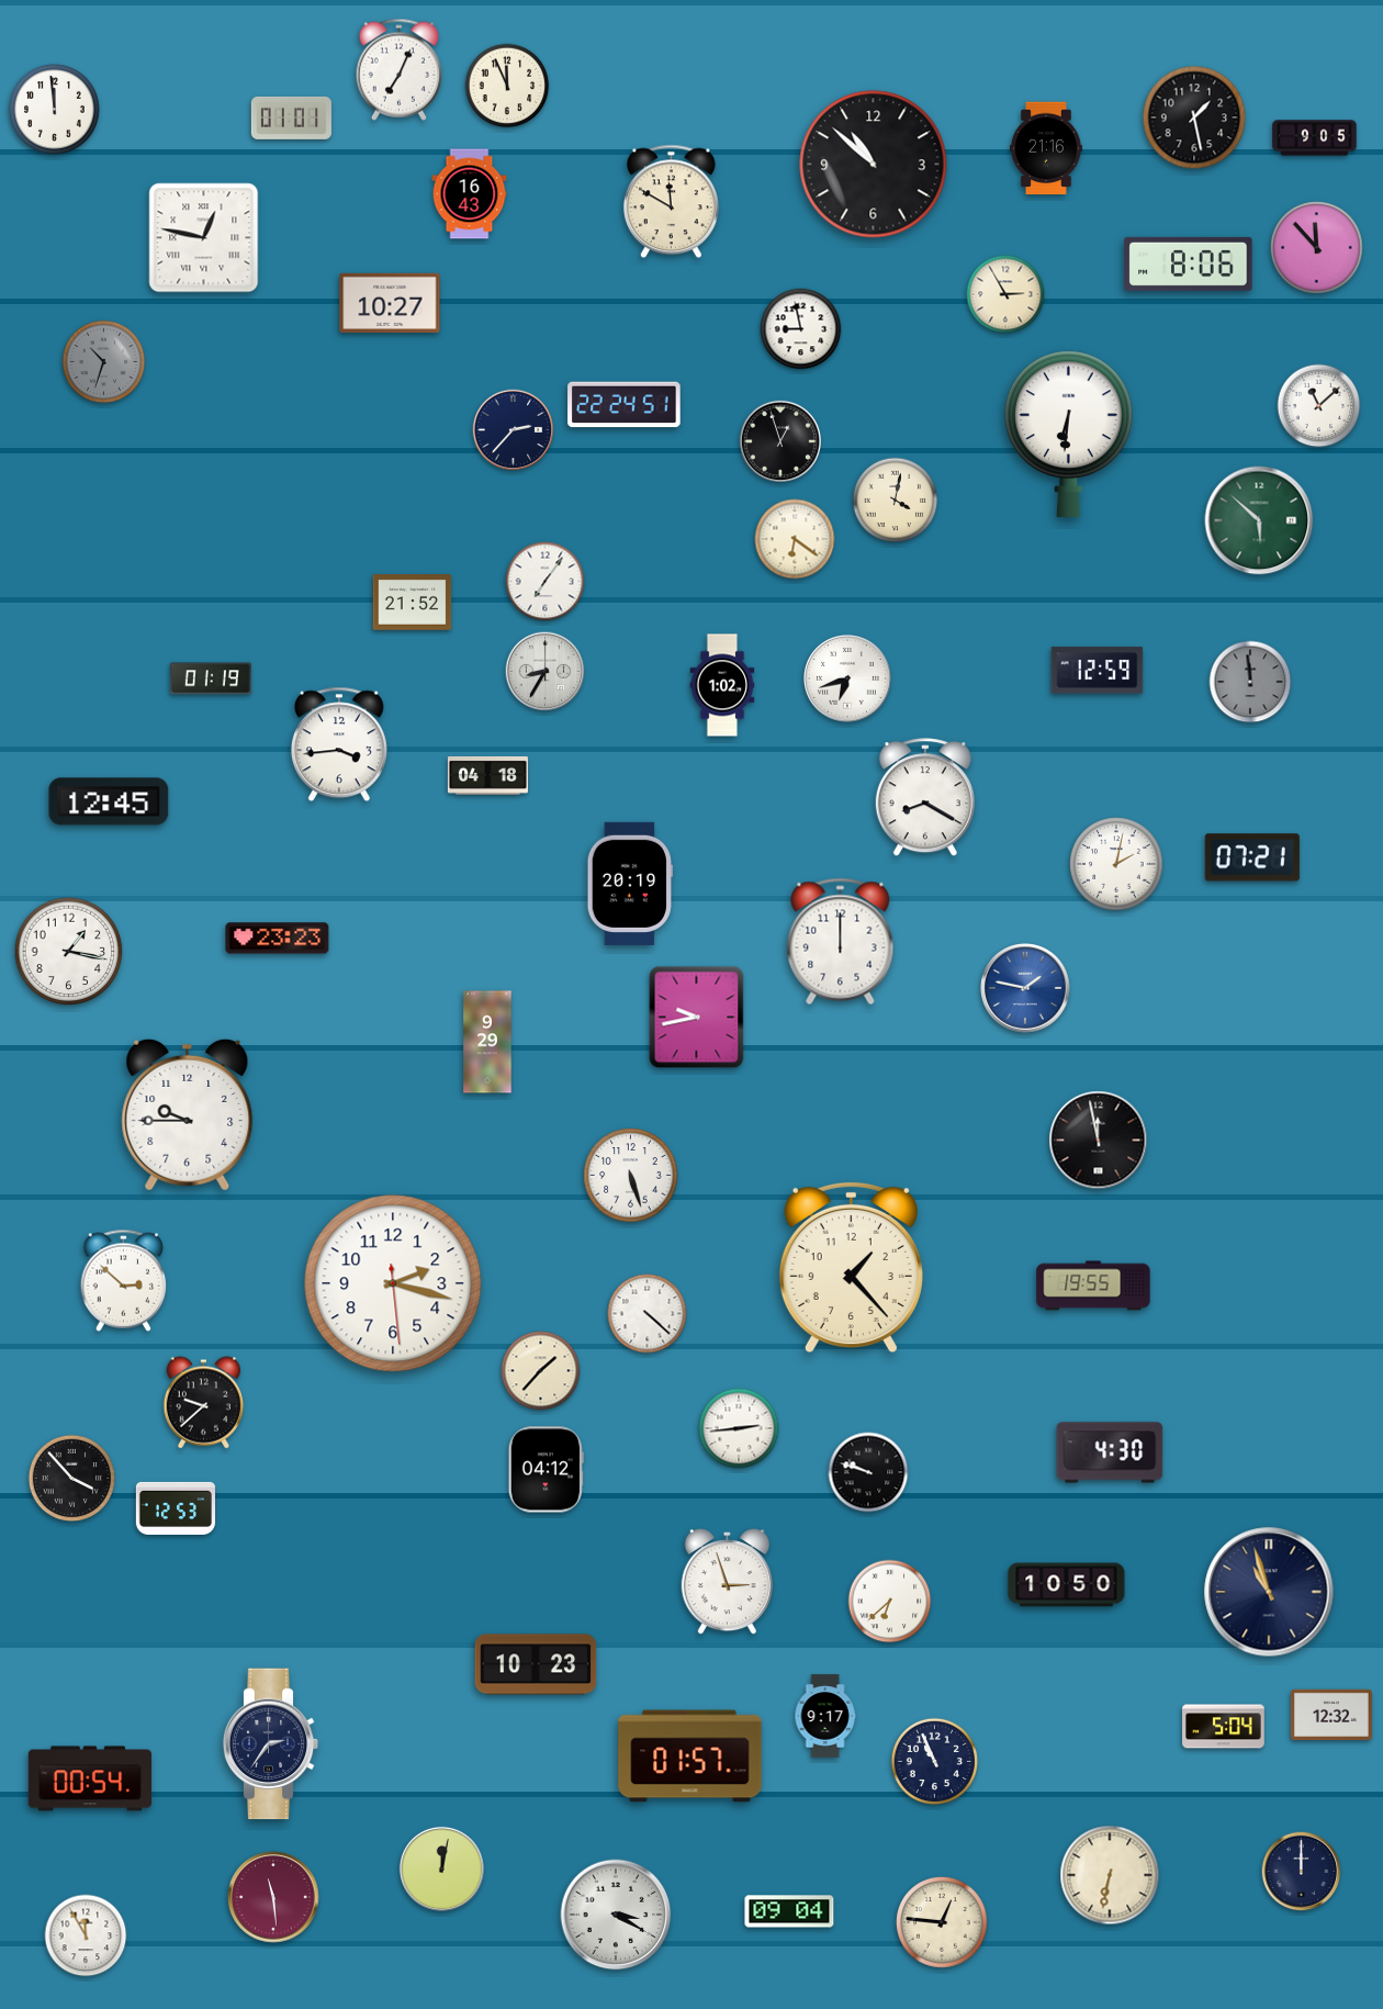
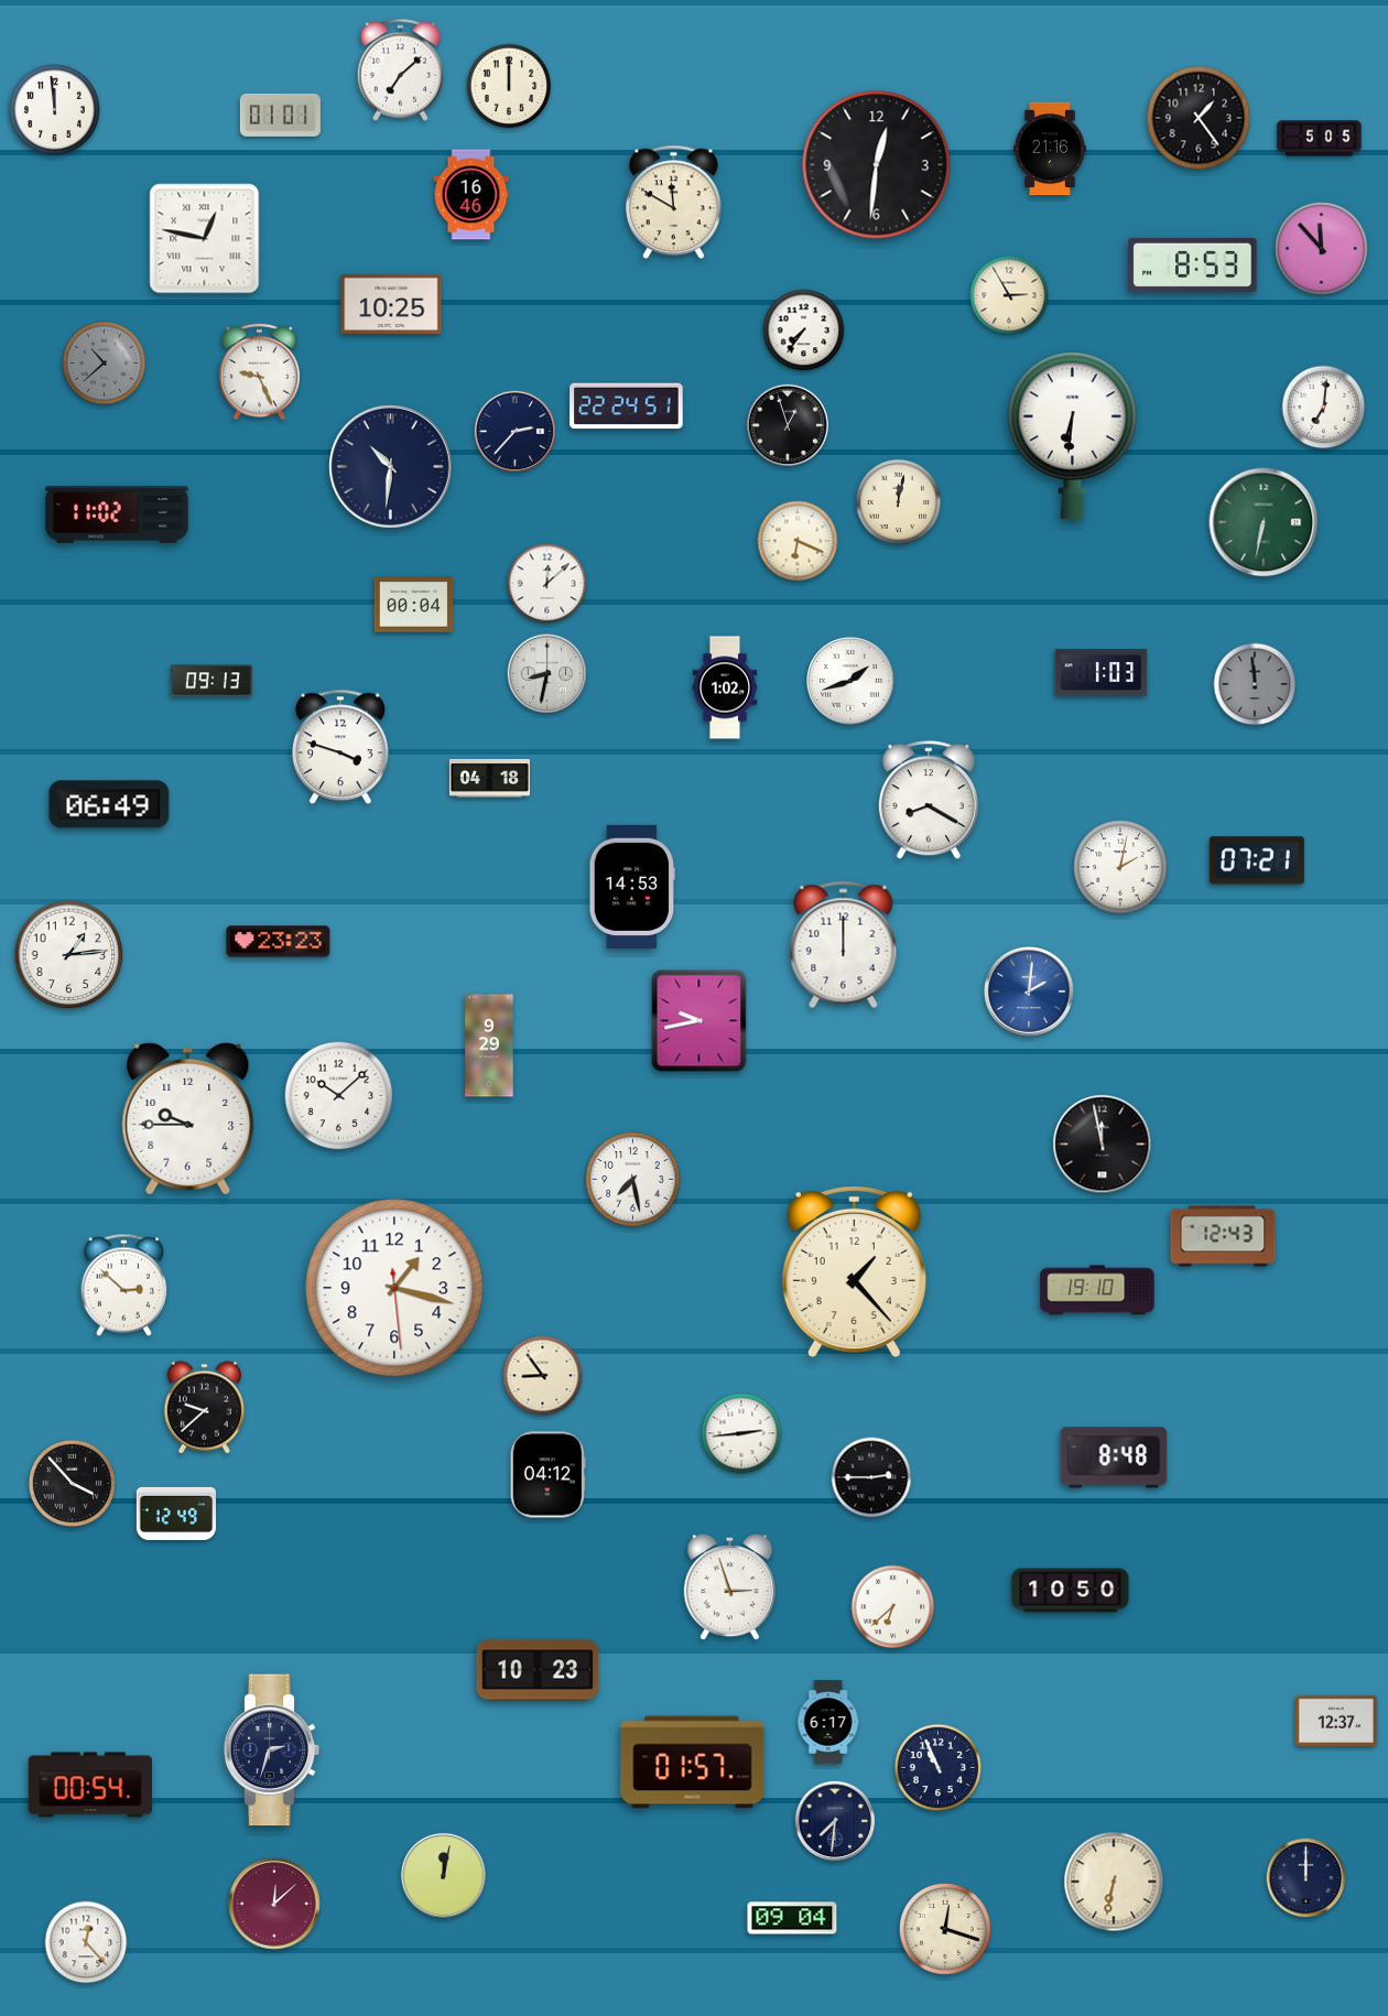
clock at (400, 69): 7:04 -> 7:08
clock at (507, 86): 11:56 -> 12:00
clock at (291, 117) position: (291, 117) -> (280, 115)
clock at (1194, 117): 1:28 -> 1:24
clock at (1315, 138): 9:05 -> 5:05
clock at (874, 165): 10:52 -> 12:31
clock at (470, 194): 16:43 -> 16:46
clock at (1189, 263): 8:06 -> 8:53
clock at (390, 303): 10:27 -> 10:25
clock at (801, 329): 8:58 -> 7:36
clock at (104, 362): 10:33 -> 10:38
clock at (259, 372): none -> 9:26
clock at (1319, 406): 11:08 -> 7:01
clock at (779, 440) position: (779, 440) -> (787, 424)
clock at (391, 467): none -> 10:31
clock at (896, 501): 4:02 -> 12:02
clock at (117, 514): none -> 11:02
clock at (1259, 520): 5:52 -> 6:32
clock at (795, 539): 6:21 -> 6:19
clock at (546, 582): 7:06 -> 12:08
clock at (413, 603): 21:52 -> 00:04
clock at (1098, 671): 12:59 -> 1:03
clock at (546, 672): 8:35 -> 8:32
clock at (211, 678): 01:19 -> 09:13
clock at (848, 680): 6:42 -> 1:42
clock at (339, 744): 3:44 -> 3:48
clock at (109, 801): 12:45 -> 06:49
clock at (630, 884): 20:19 -> 14:53
clock at (69, 952): 1:17 -> 1:14
clock at (1025, 988): 1:47 -> 2:01
clock at (339, 1096): none -> 10:08
clock at (631, 1176): 5:27 -> 7:28
clock at (1223, 1236): none -> 12:43
clock at (393, 1283): 2:17 -> 1:17
clock at (1093, 1286): 19:55 -> 19:10
clock at (648, 1314): 4:22 -> none
clock at (541, 1371): 1:37 -> 8:54
clock at (1110, 1452): 4:30 -> 8:48
clock at (868, 1472): 9:48 -> 2:45
clock at (176, 1508): 12:53 -> 12:49
clock at (1269, 1592): 10:57 -> none
clock at (1331, 1714): 12:32 -> 12:37
clock at (825, 1716): 9:17 -> 6:17
clock at (1224, 1727): 5:04 -> none
clock at (271, 1744): 2:36 -> 2:33
clock at (835, 1821): none -> 7:31
clock at (273, 1897): 11:29 -> 12:08
clock at (616, 1915): 3:20 -> none
clock at (942, 1922): 12:46 -> 12:18
clock at (86, 1935): 11:55 -> 12:23
